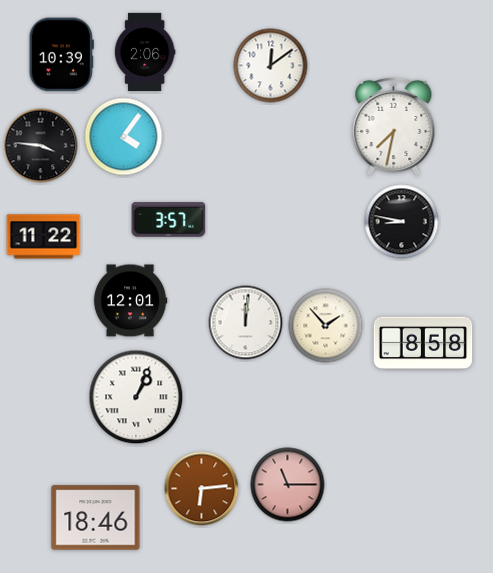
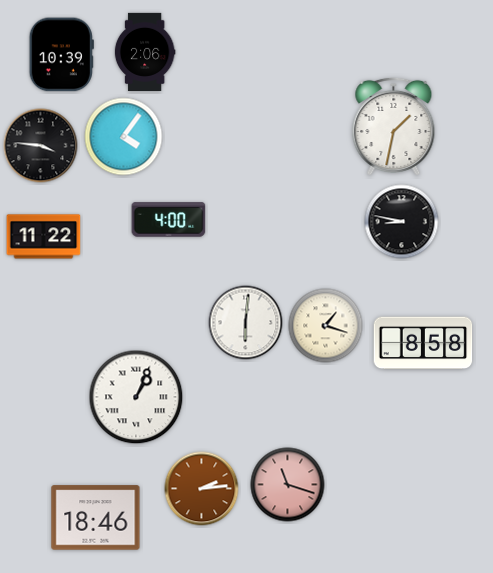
clock at (271, 66): 12:09 -> none
clock at (394, 126): 7:32 -> 1:32
clock at (169, 220): 3:57 -> 4:00
clock at (130, 301): 12:01 -> none
clock at (246, 323): 12:01 -> 6:01
clock at (326, 326): 1:53 -> 1:18
clock at (288, 485): 11:15 -> 11:18
clock at (202, 489): 6:14 -> 2:14
